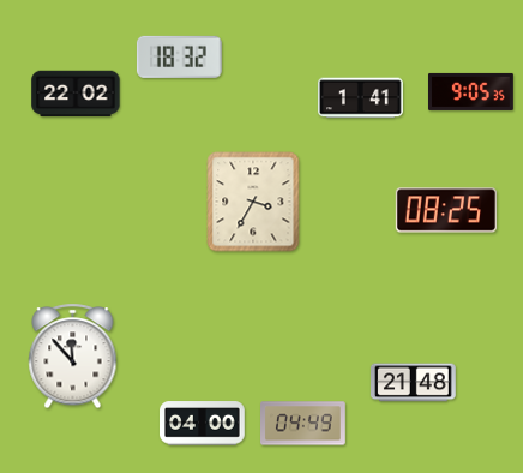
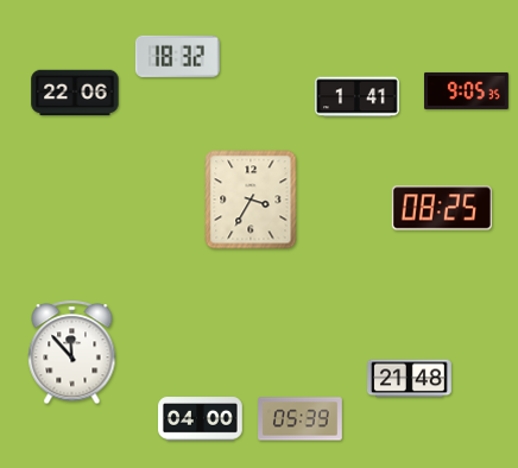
clock at (76, 94): 22:02 -> 22:06
clock at (303, 424): 04:49 -> 05:39
